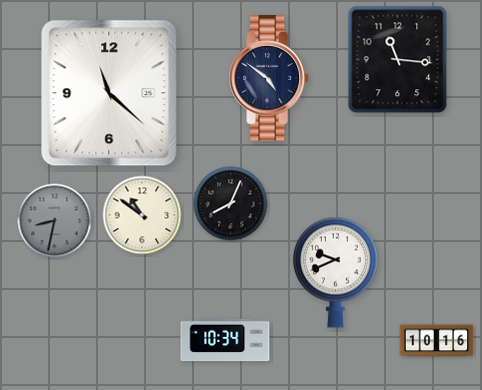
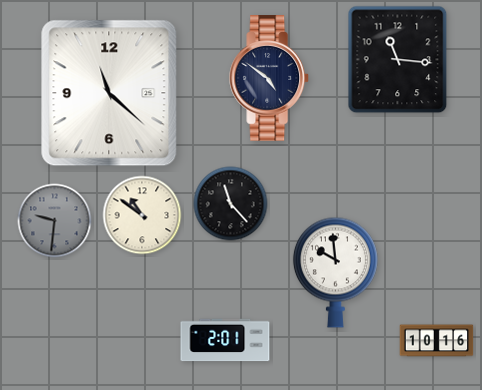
clock at (231, 204): 8:04 -> 11:23
clock at (55, 221): 8:32 -> 9:31
clock at (335, 272): 9:41 -> 9:59
clock at (225, 340): 10:34 -> 2:01
